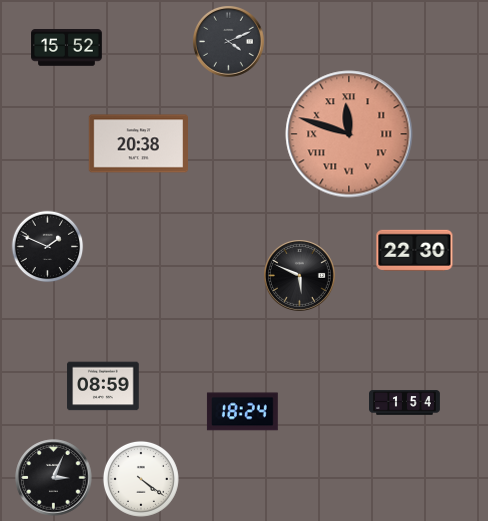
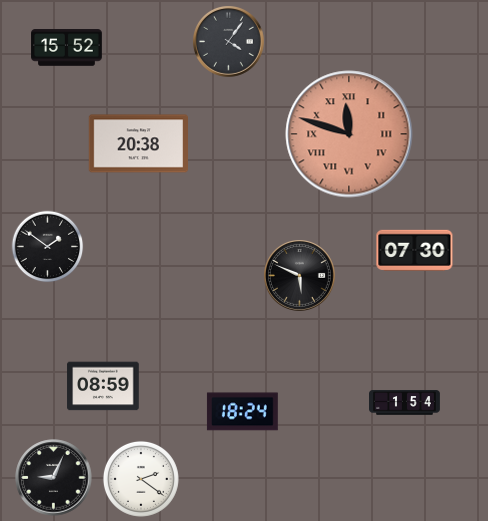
clock at (229, 42): 4:11 -> 4:06
clock at (48, 247): 1:49 -> 1:51
clock at (415, 250): 22:30 -> 07:30
clock at (54, 478): 3:04 -> 9:04
clock at (141, 479): 4:21 -> 2:21
